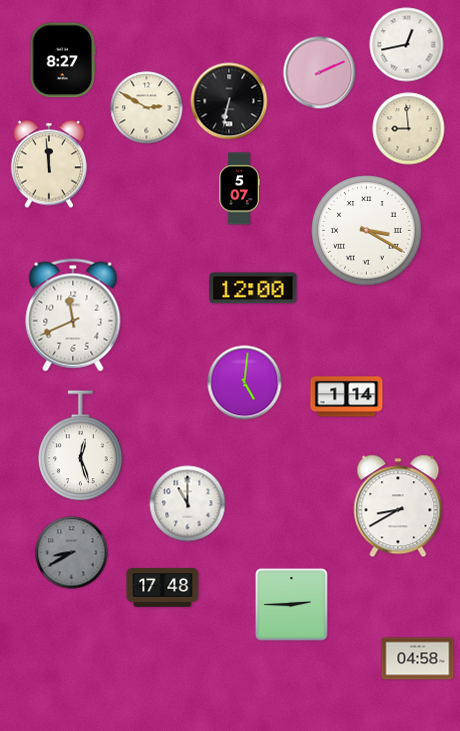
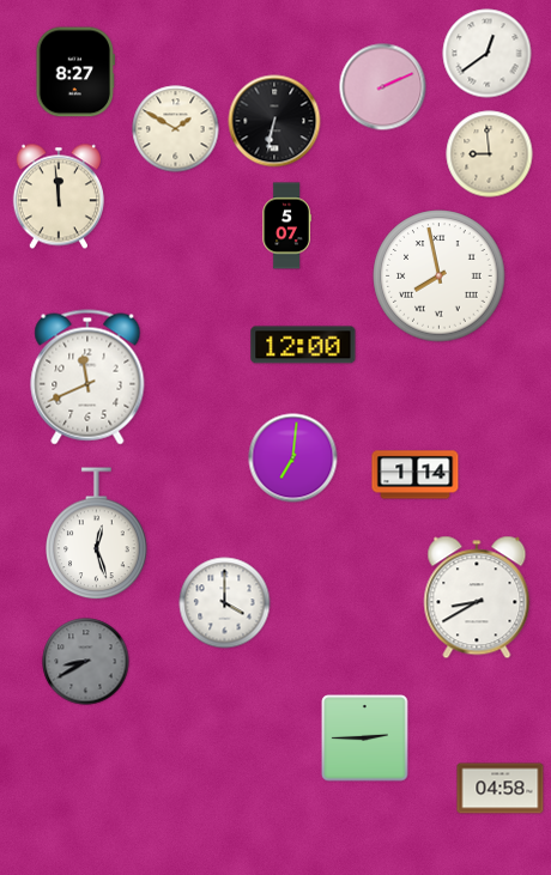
clock at (407, 45): 12:43 -> 12:39
clock at (147, 108): 2:50 -> 1:50
clock at (367, 231): 3:20 -> 7:58
clock at (245, 383): 5:01 -> 7:01
clock at (188, 504): 11:00 -> 4:00
clock at (398, 506) position: (398, 506) -> (477, 597)
clock at (163, 587): 17:48 -> none
clock at (292, 605) position: (292, 605) -> (365, 739)
